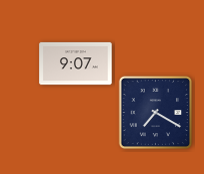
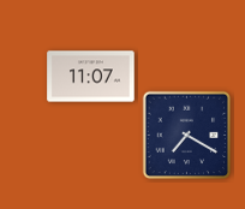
clock at (76, 64): 9:07 -> 11:07
